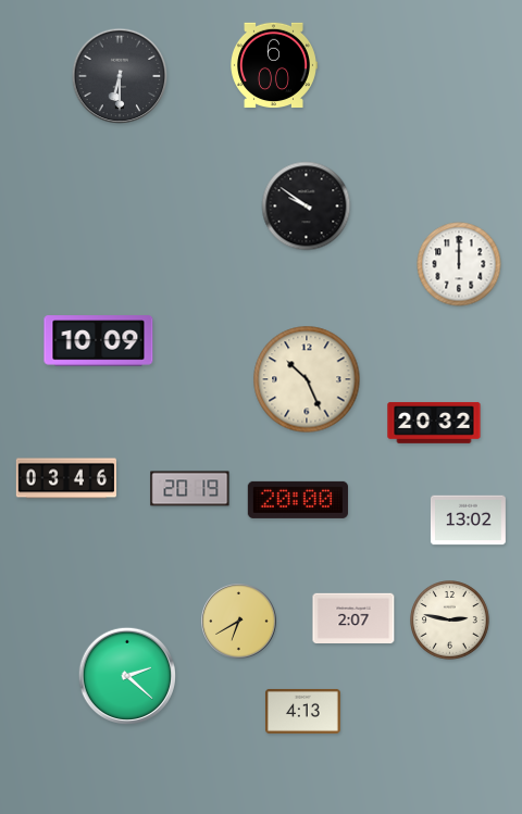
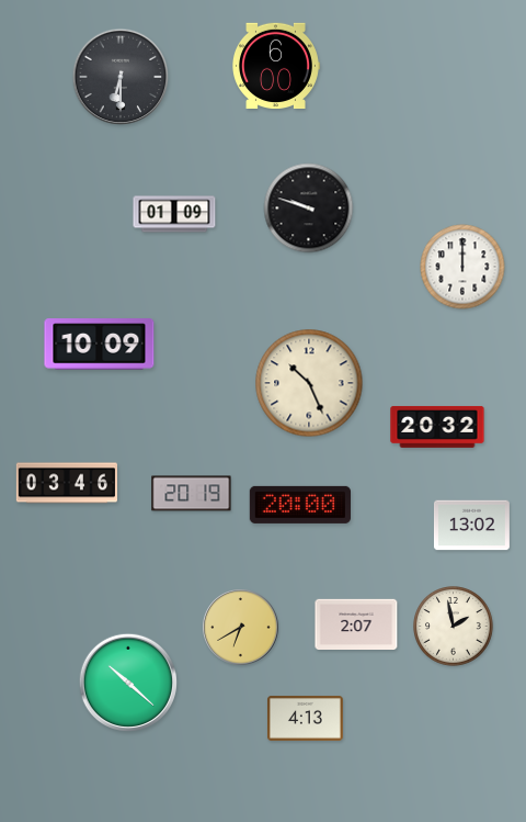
clock at (307, 206): 9:51 -> 9:48
clock at (174, 214): none -> 01:09
clock at (450, 621): 2:47 -> 1:58
clock at (127, 676): 2:22 -> 10:22
